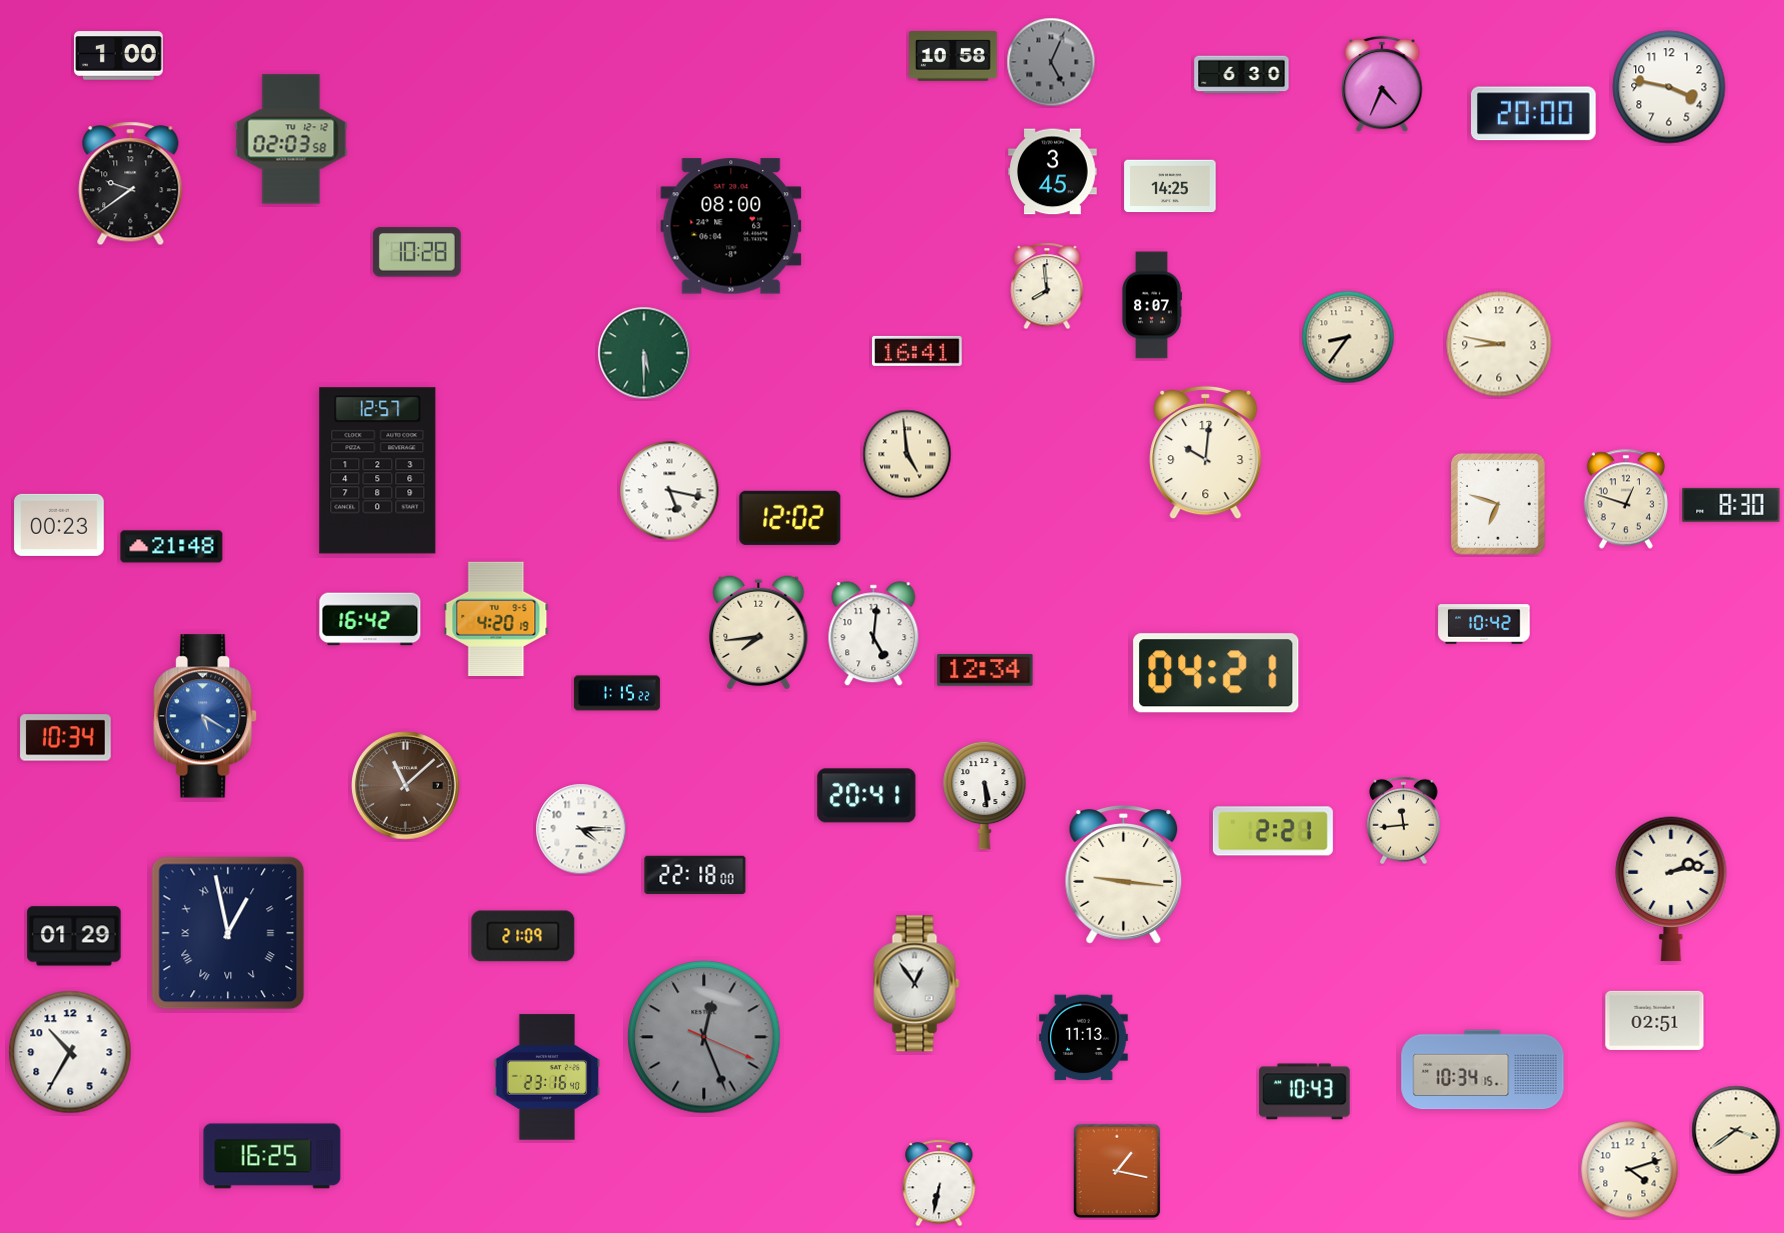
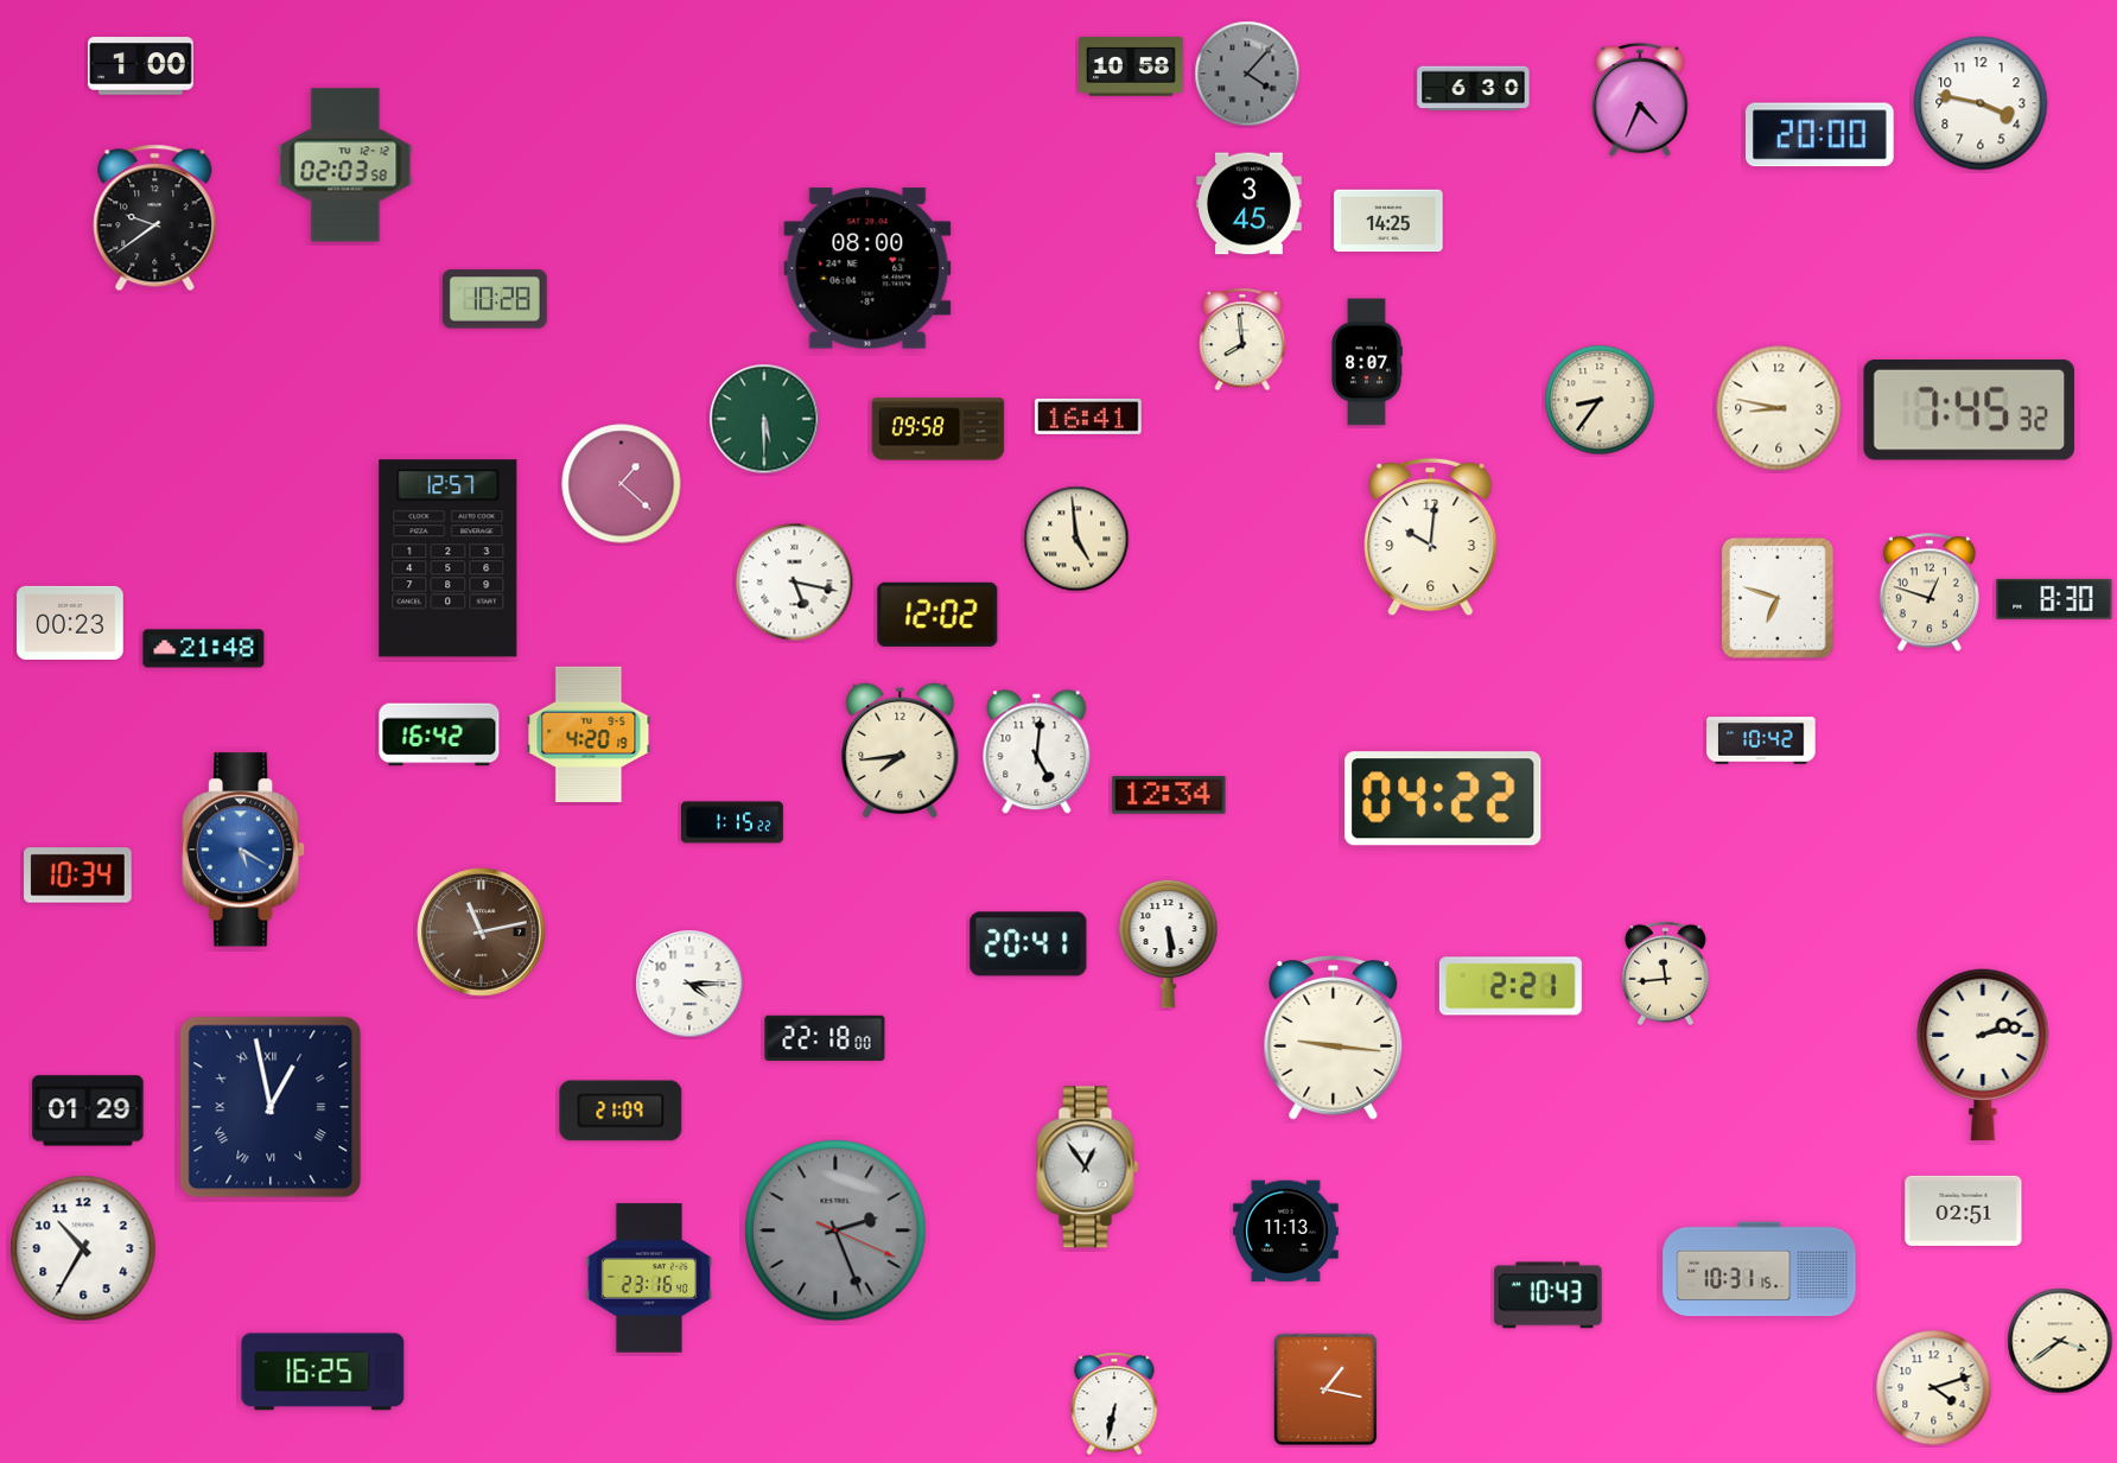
clock at (1051, 62): 5:04 -> 4:07
clock at (1969, 409): none -> 7:45
clock at (939, 430): none -> 09:58
clock at (622, 484): none -> 1:22
clock at (1216, 673): 04:21 -> 04:22
clock at (406, 786): 11:08 -> 11:13
clock at (704, 1037): 12:26 -> 2:26
clock at (1483, 1070): 10:34 -> 10:31
